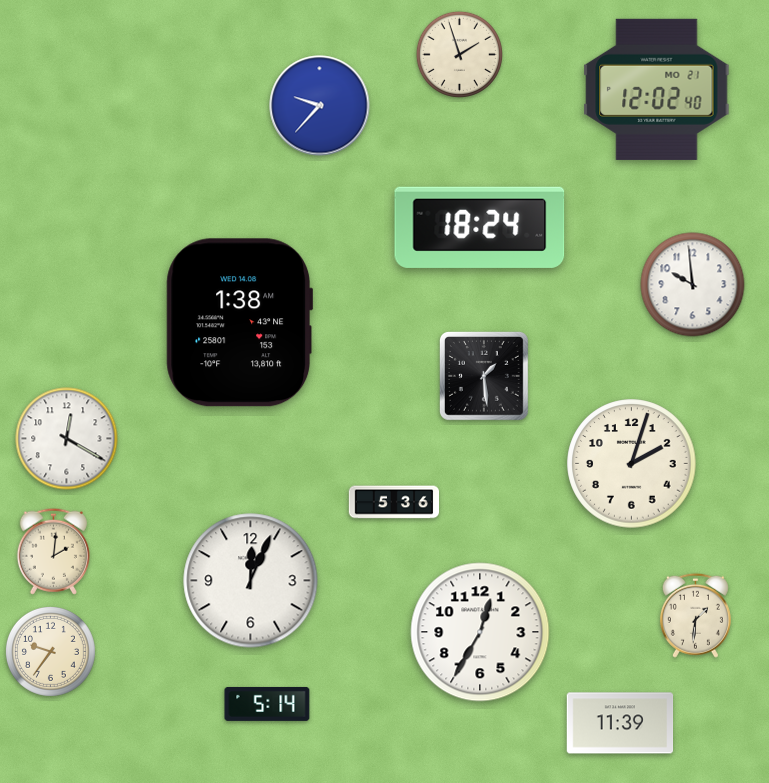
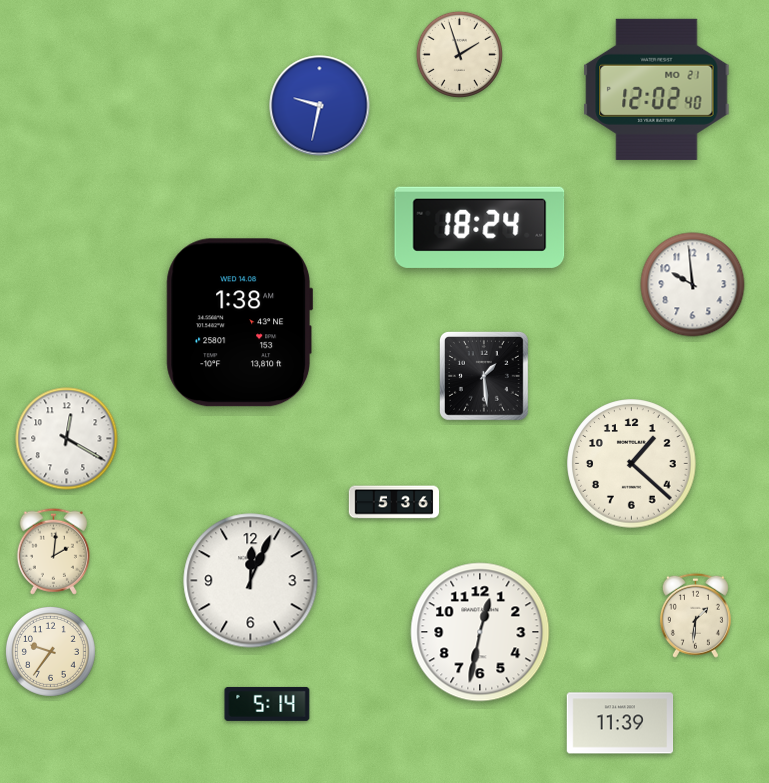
clock at (320, 106): 9:37 -> 9:32
clock at (632, 464): 2:03 -> 1:22
clock at (480, 632): 12:35 -> 12:32
